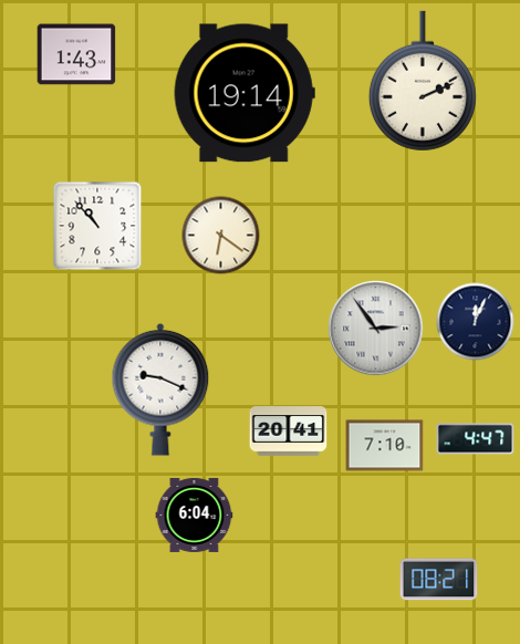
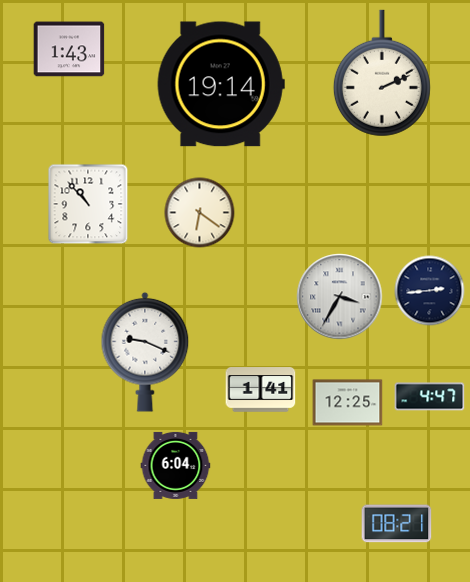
clock at (476, 322): 12:04 -> 2:44
clock at (376, 329): 2:54 -> 3:35
clock at (289, 432): 20:41 -> 1:41
clock at (385, 446): 7:10 -> 12:25
